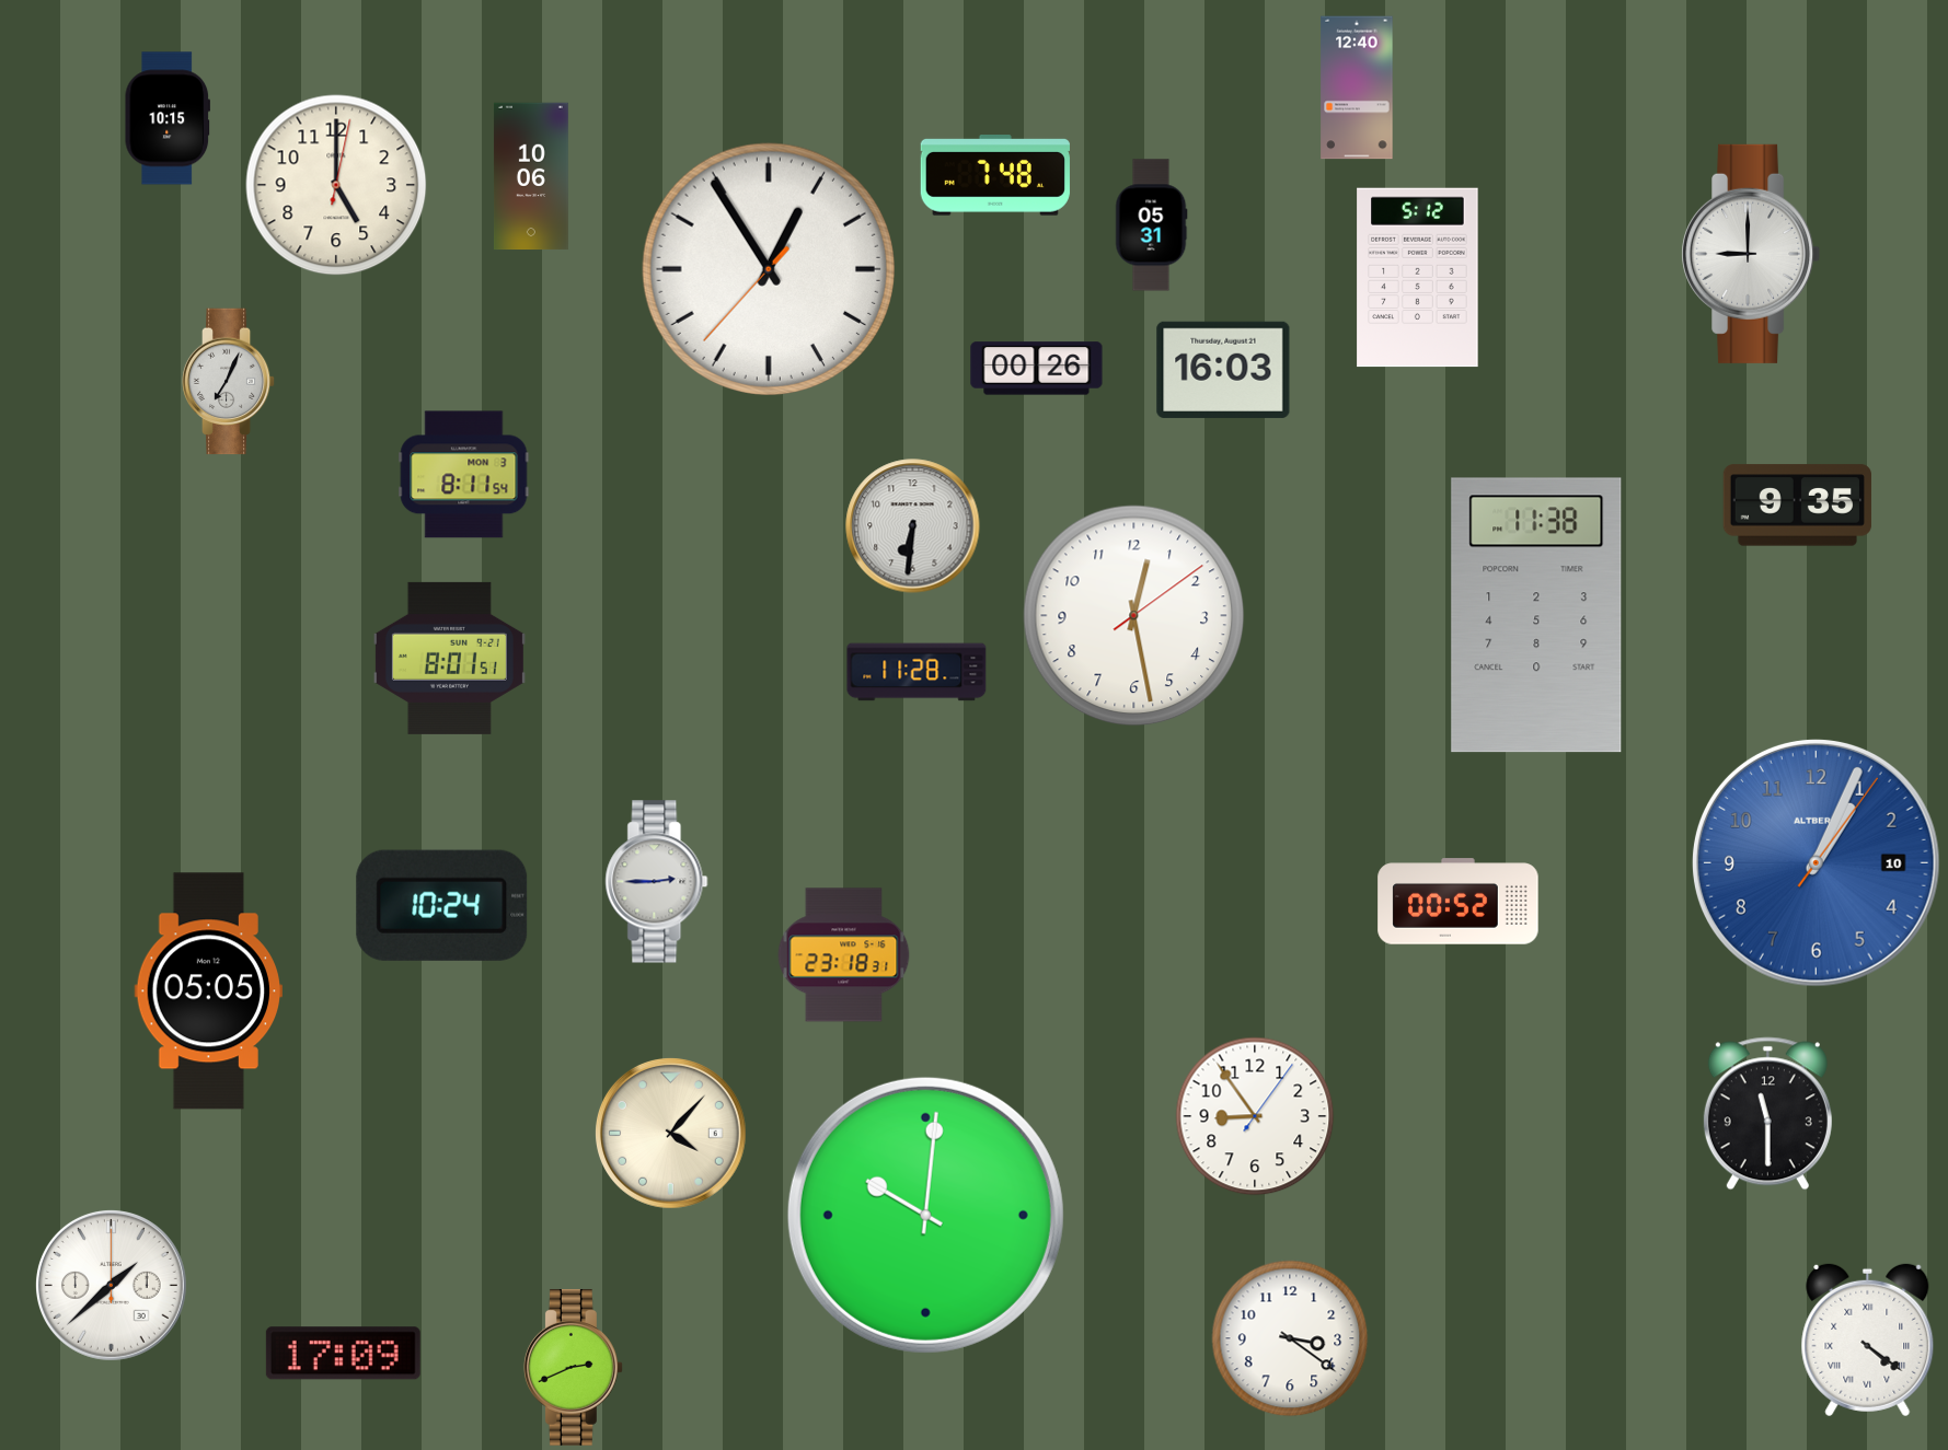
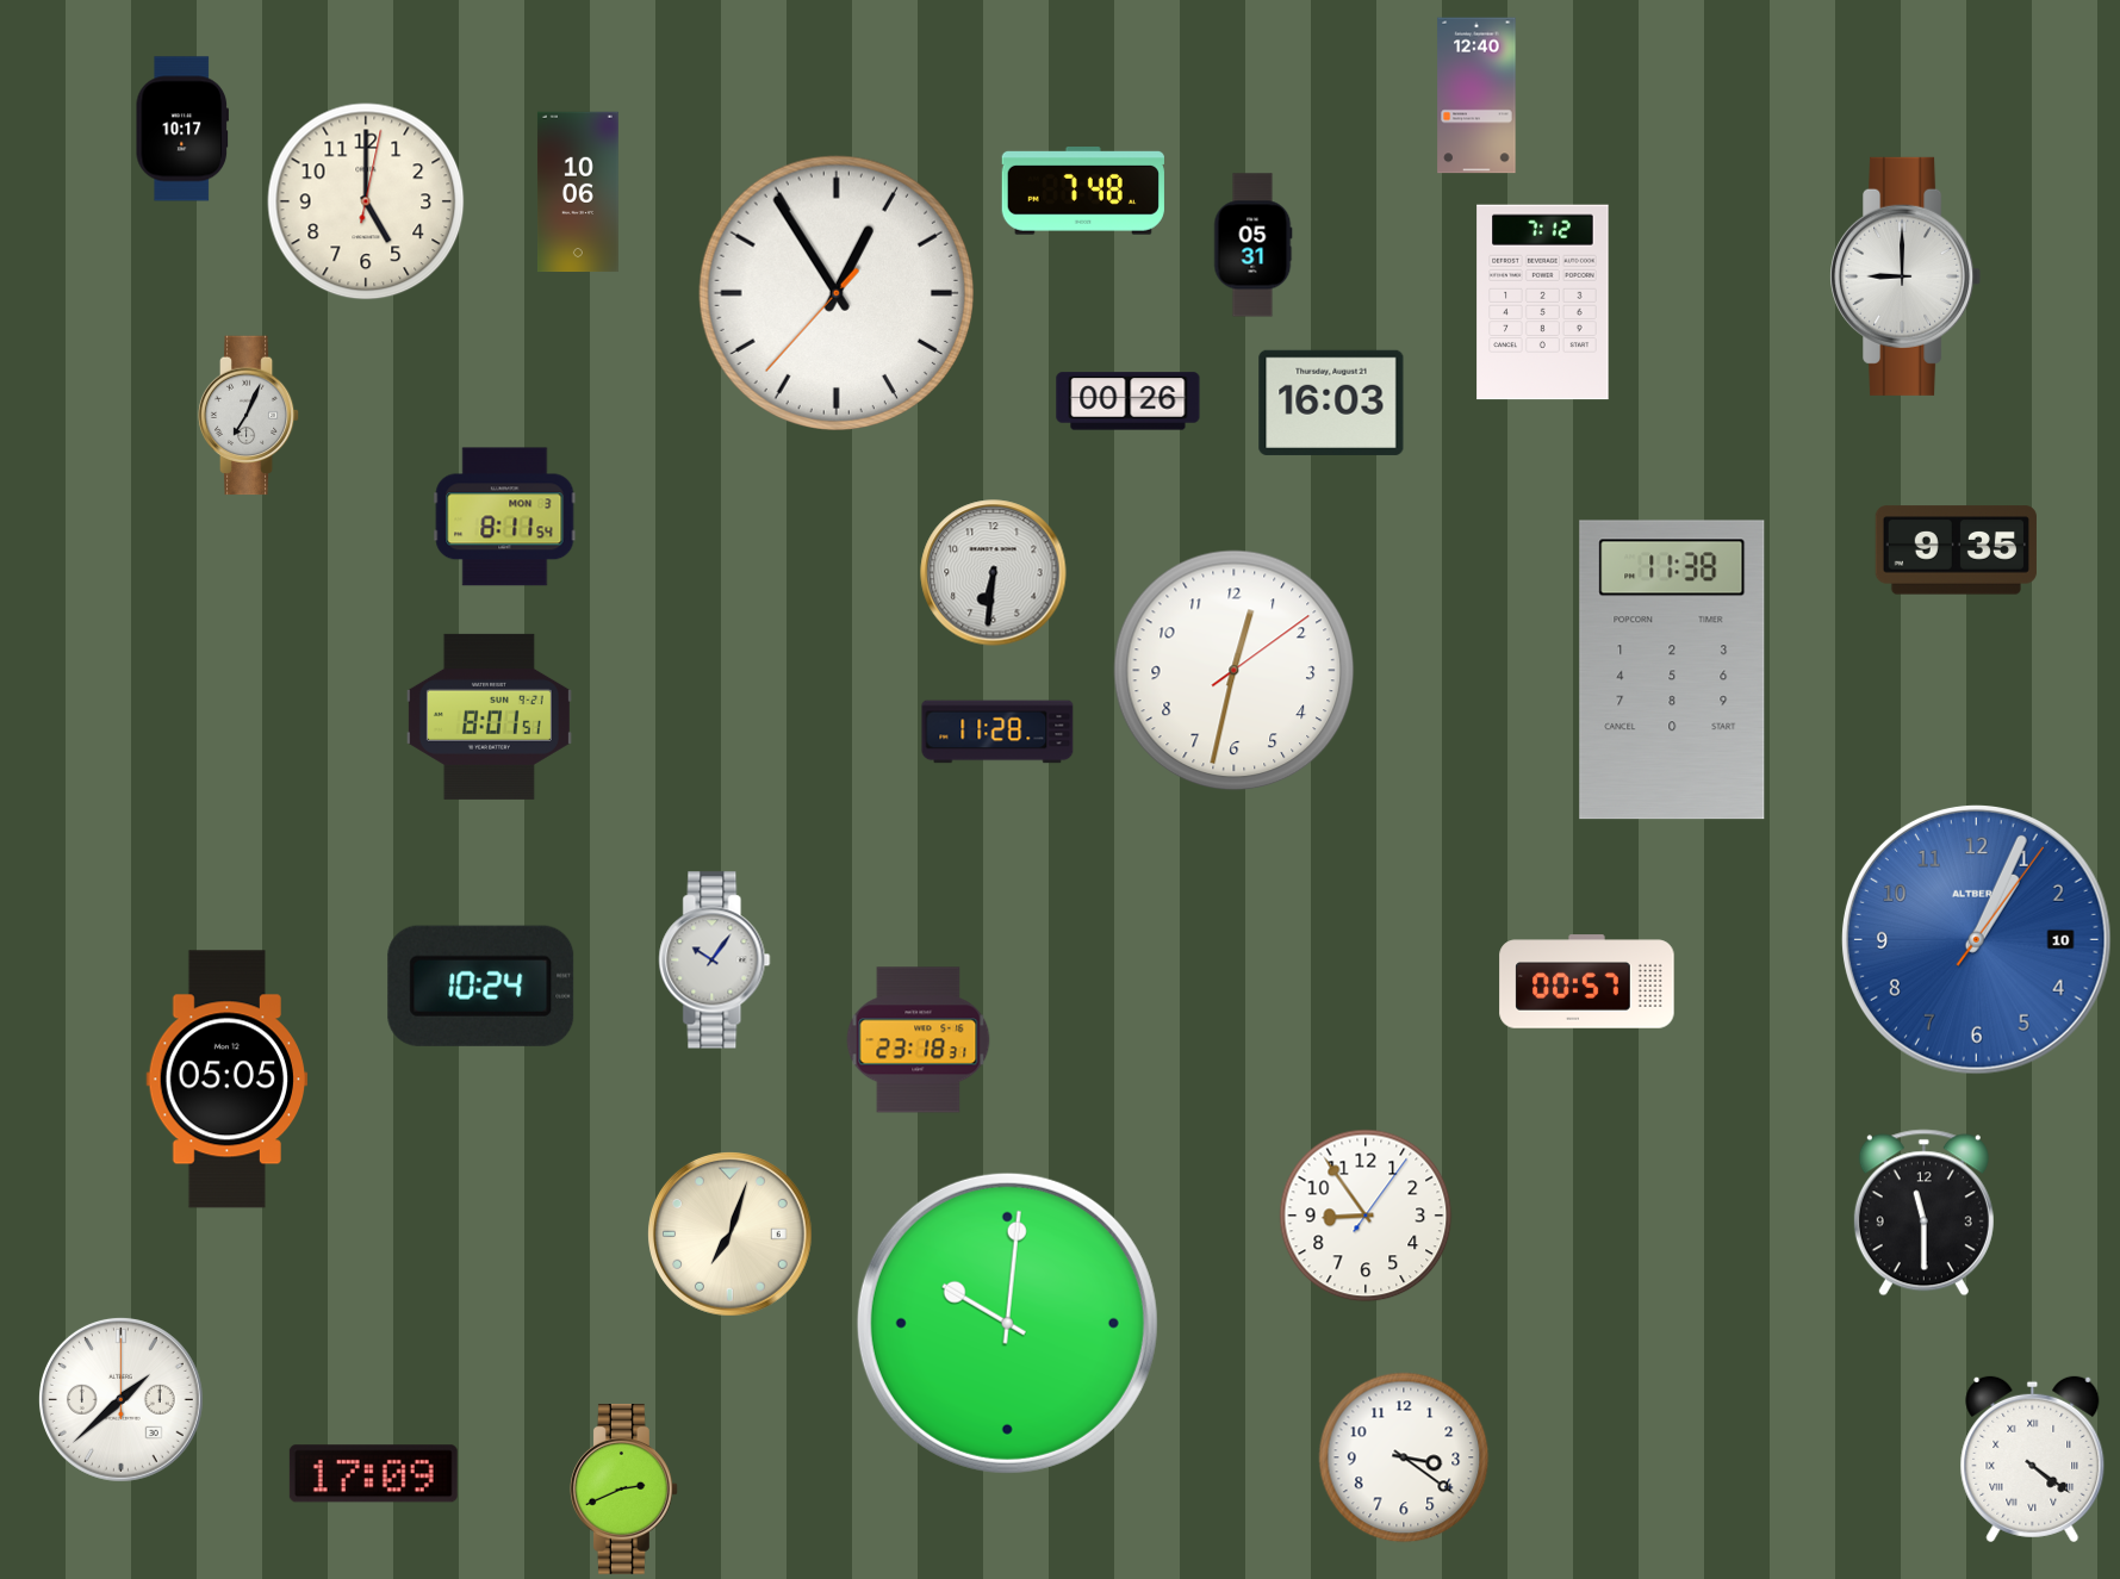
clock at (166, 118): 10:15 -> 10:17
clock at (1418, 278): 5:12 -> 7:12
clock at (1134, 616): 12:28 -> 12:32
clock at (657, 882): 2:45 -> 10:06
clock at (1459, 902): 00:52 -> 00:57
clock at (670, 1133): 4:07 -> 7:03
